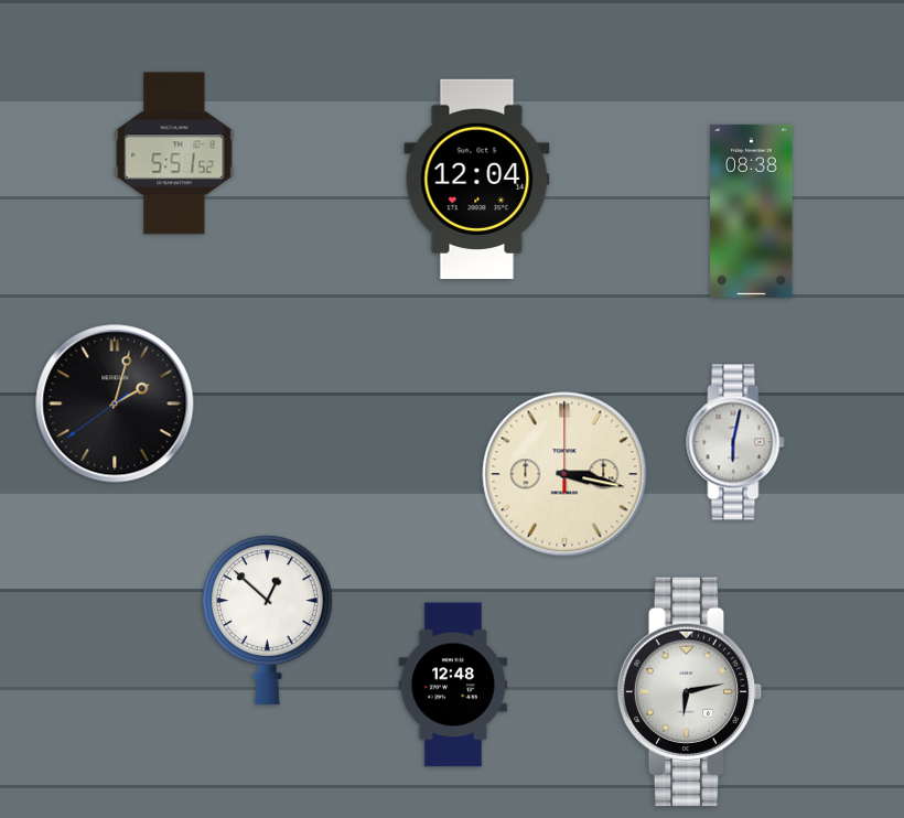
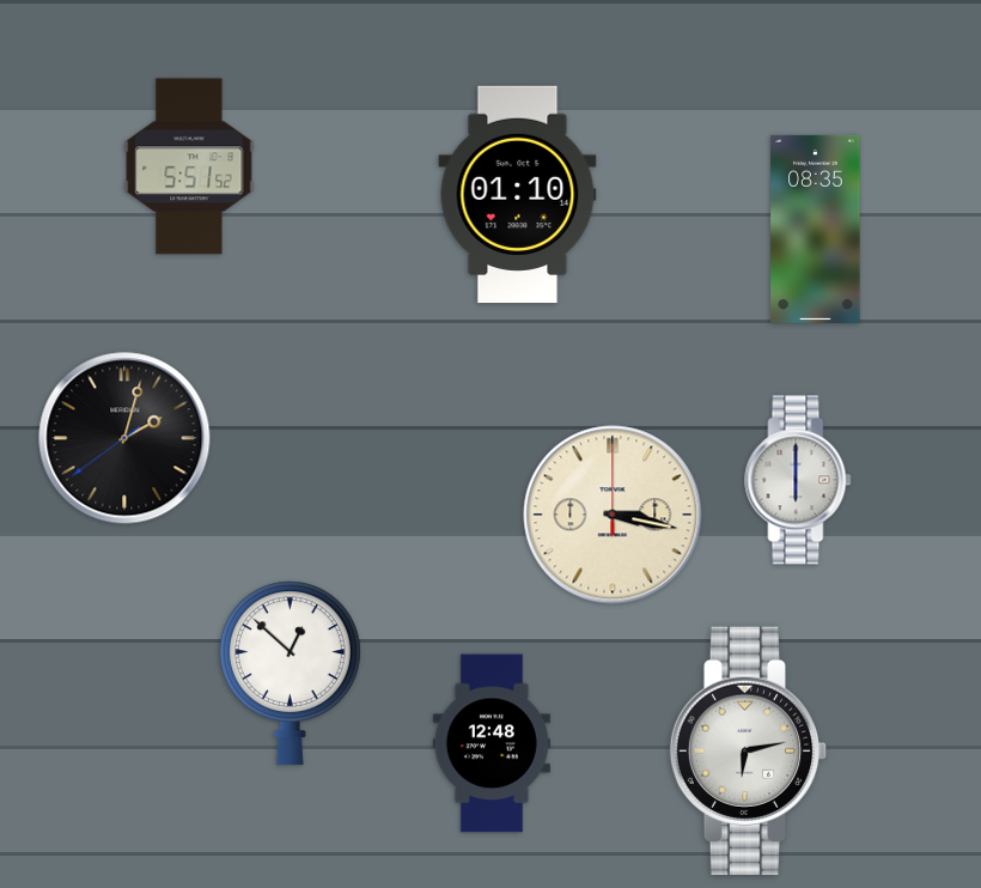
clock at (477, 180): 12:04 -> 01:10
clock at (752, 211): 08:38 -> 08:35
clock at (735, 442): 6:02 -> 6:00
